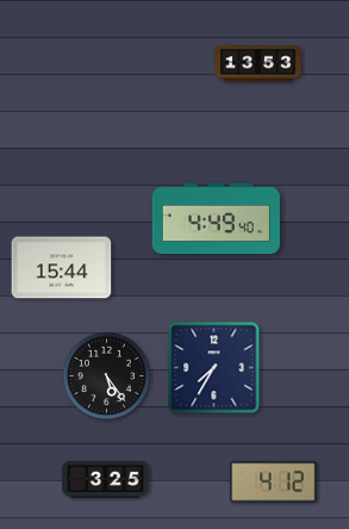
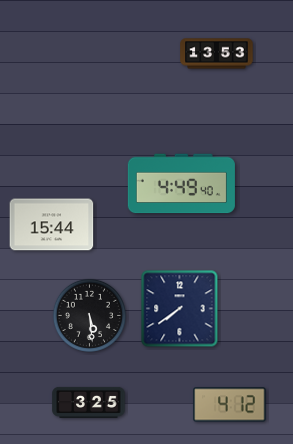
clock at (214, 368): 7:35 -> 7:39
clock at (106, 375): 5:24 -> 5:29
